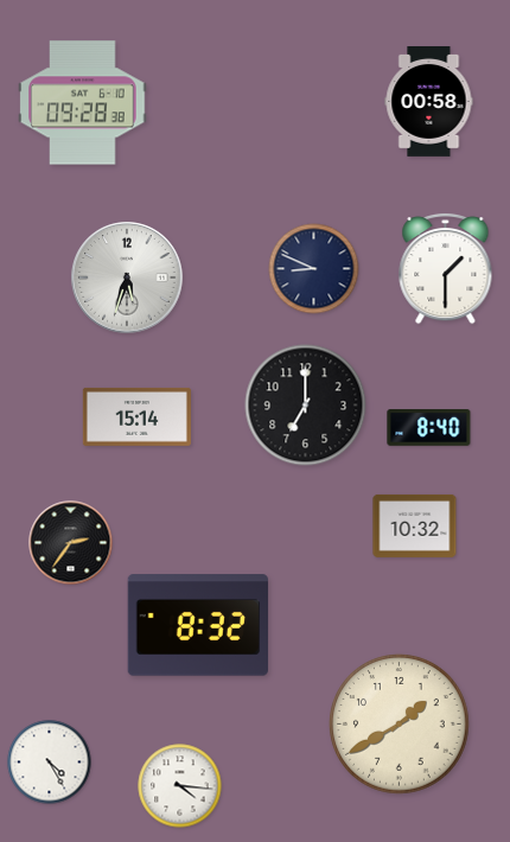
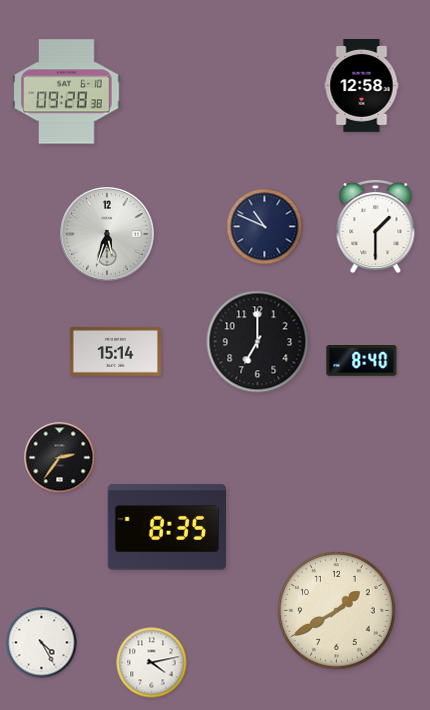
clock at (429, 102): 00:58 -> 12:58
clock at (83, 103) position: (83, 103) -> (67, 92)
clock at (314, 269): 8:49 -> 10:49
clock at (415, 525): 10:32 -> none
clock at (198, 625): 8:32 -> 8:35
clock at (180, 786): 4:16 -> 4:13
